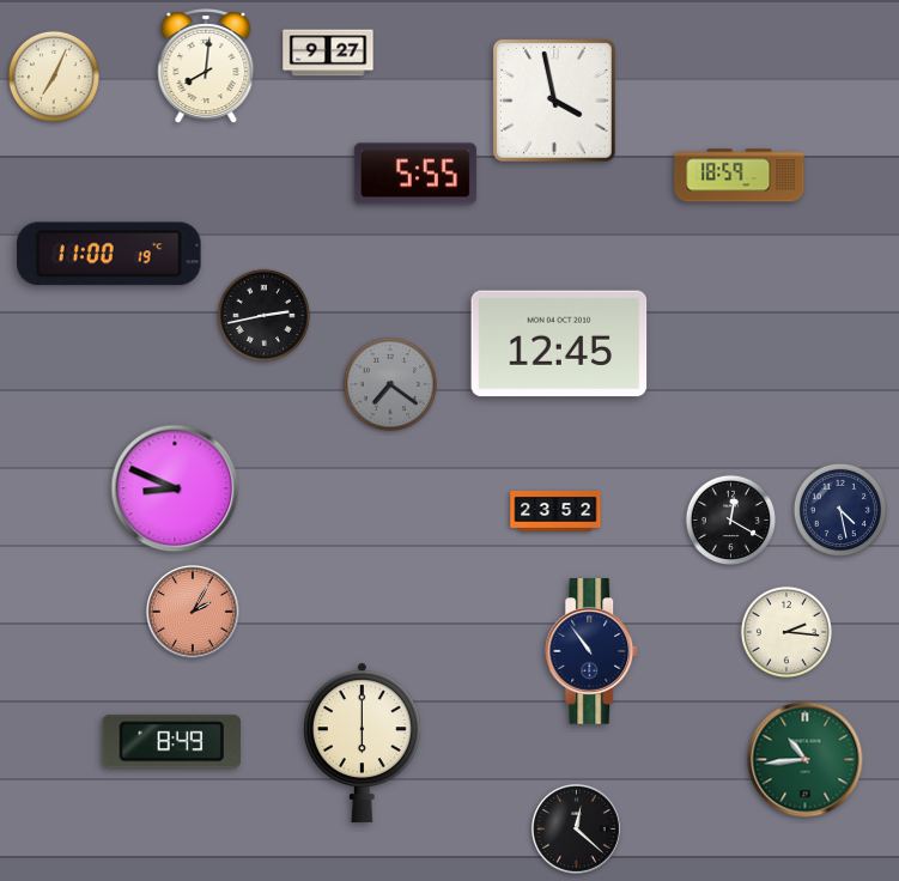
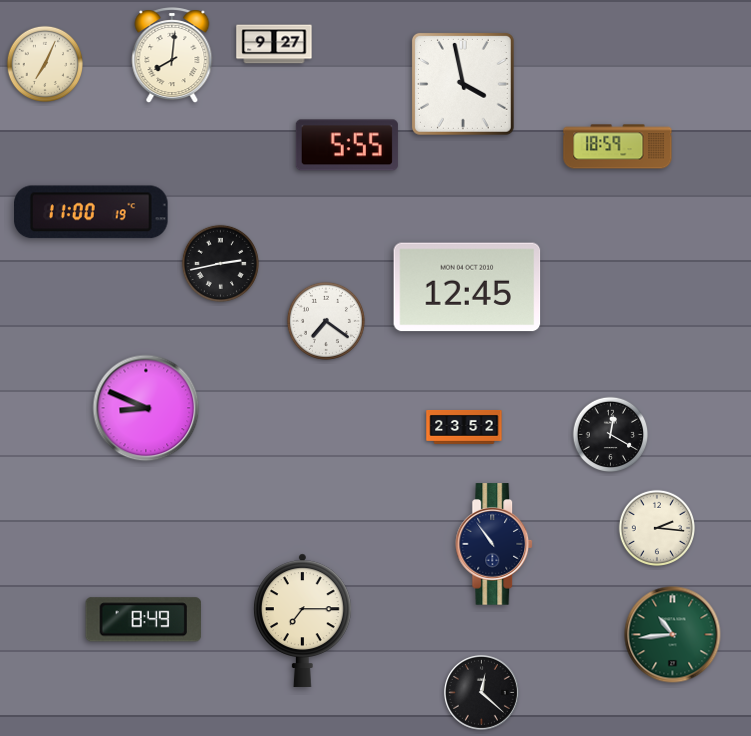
clock at (390, 384) dial: grey -> white
clock at (840, 510): 4:28 -> none
clock at (193, 612): 2:05 -> none
clock at (362, 742): 6:00 -> 7:15
